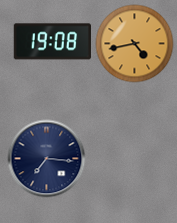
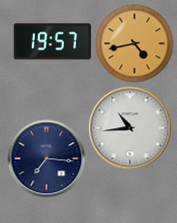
clock at (52, 42): 19:08 -> 19:57
clock at (130, 128): none -> 10:44
